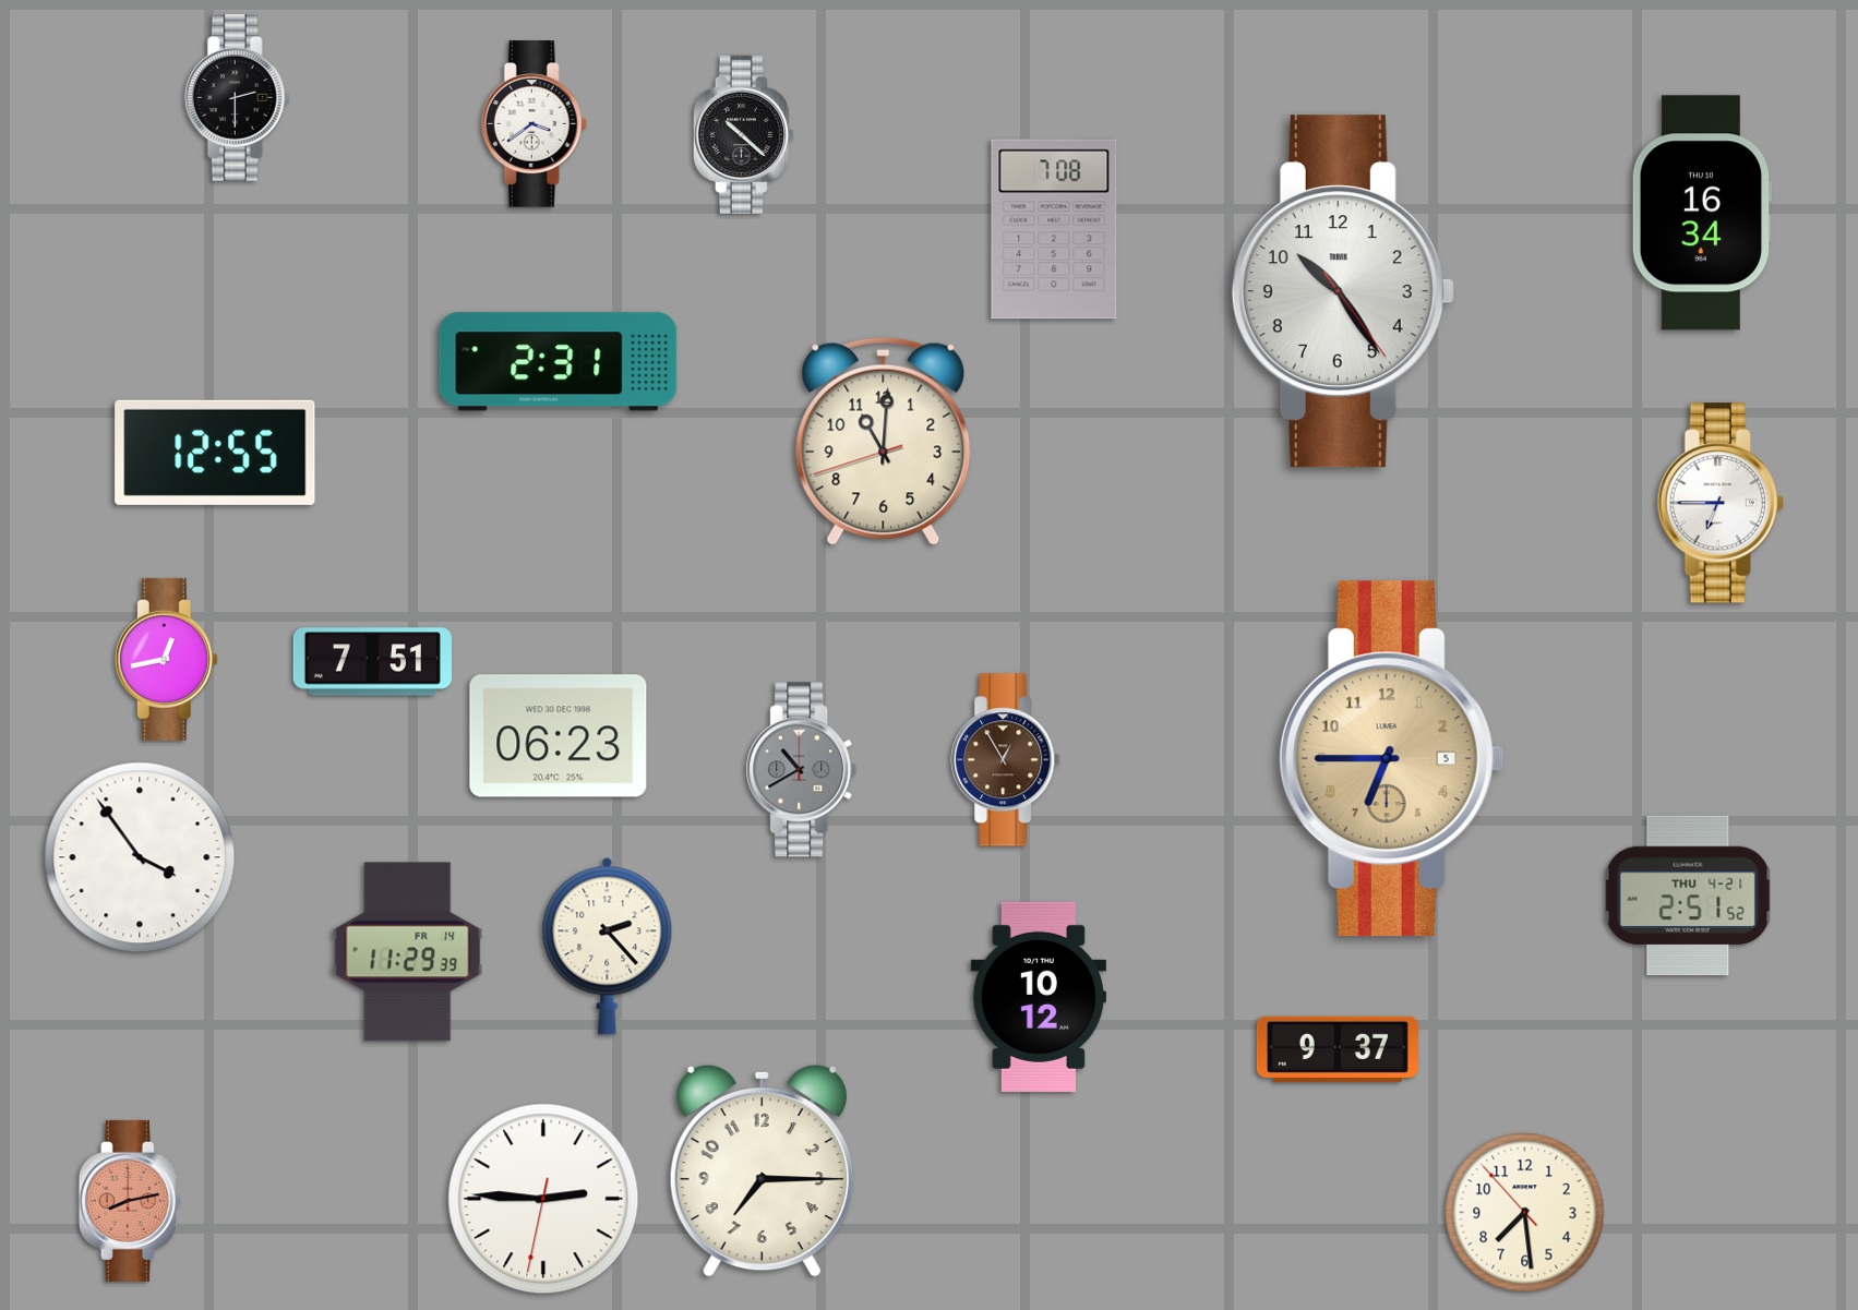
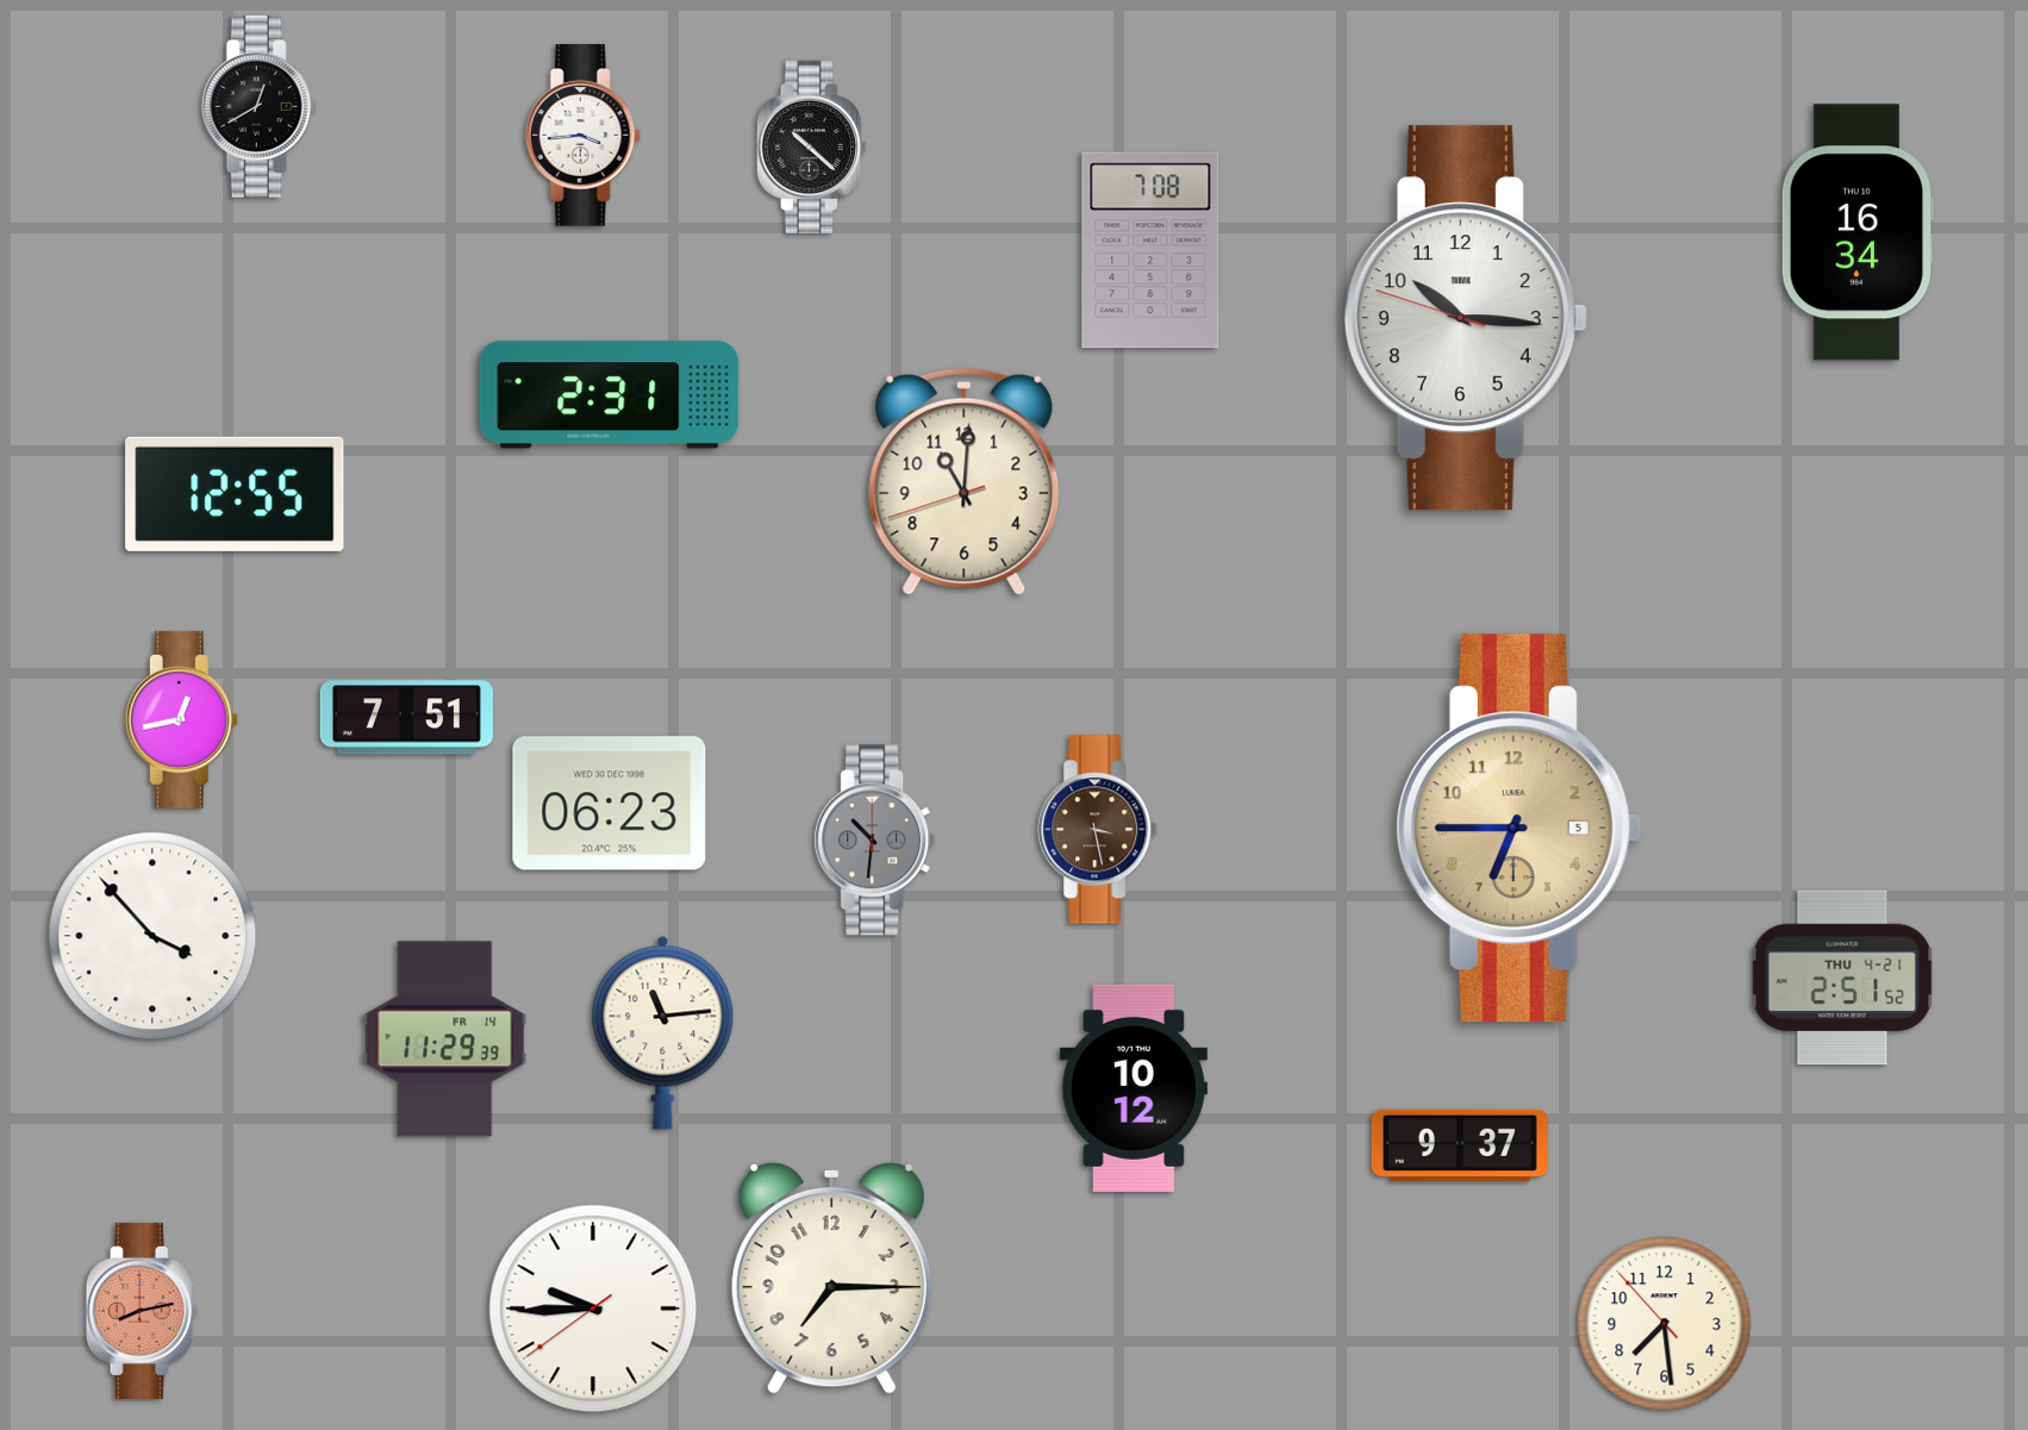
clock at (237, 98): 2:30 -> 12:40
clock at (534, 124): 3:39 -> 3:44
clock at (1343, 291): 10:24 -> 10:15
clock at (1721, 503): 6:45 -> none
clock at (372, 662) position: (372, 662) -> (406, 718)
clock at (1006, 760): 12:55 -> 3:28
clock at (802, 770): 10:40 -> 10:31
clock at (140, 857): 3:54 -> 3:53
clock at (608, 946): 2:23 -> 11:14
clock at (543, 1199): 2:45 -> 9:44
